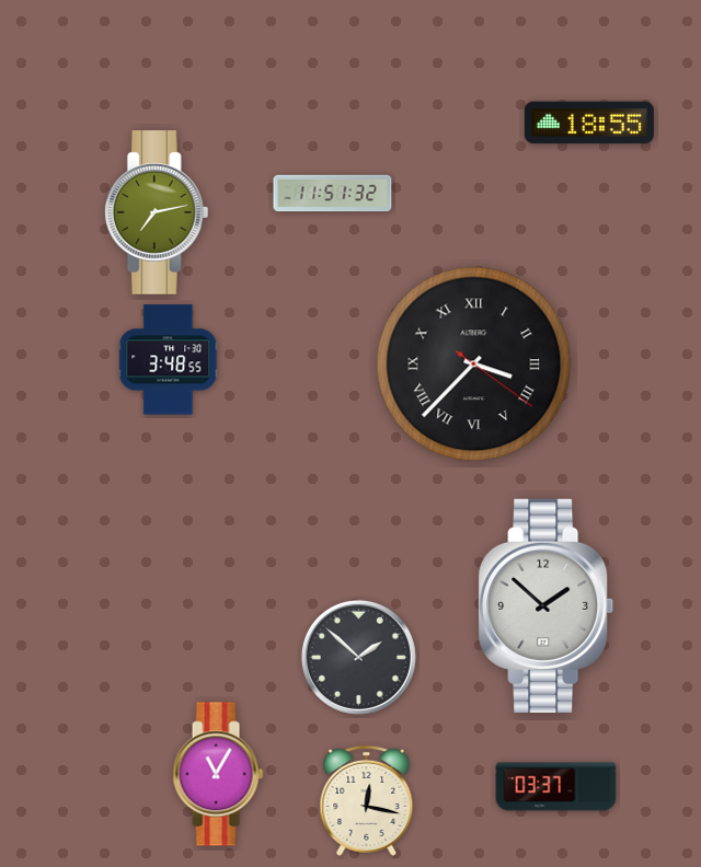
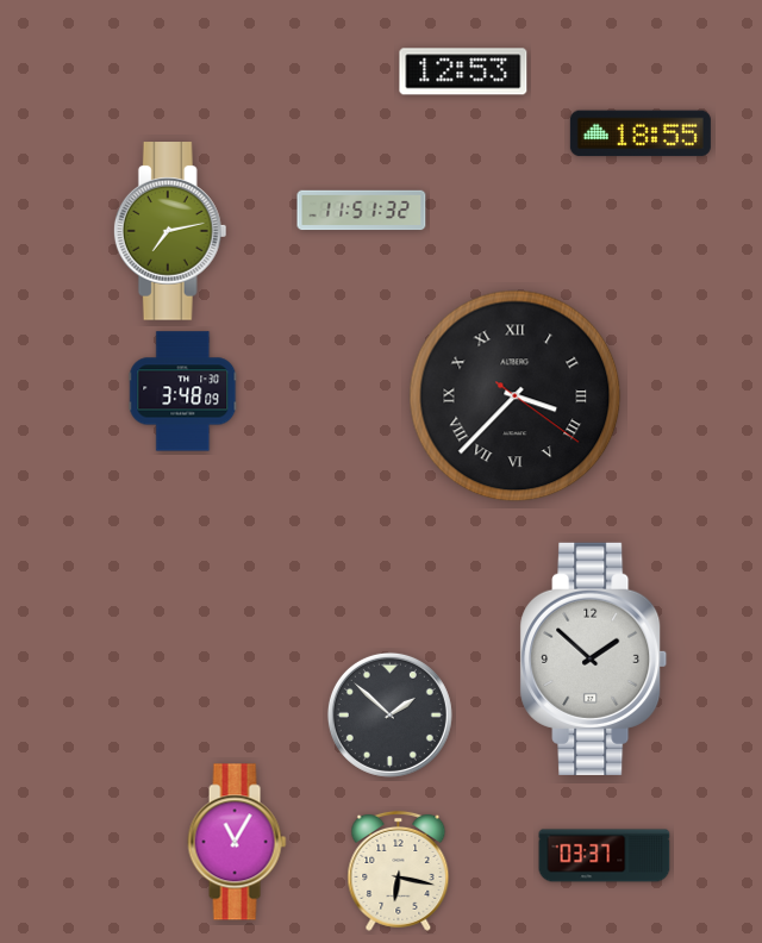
clock at (463, 71): none -> 12:53
clock at (169, 360): 3:48:55 -> 3:48:09
clock at (367, 800): 12:17 -> 6:17
